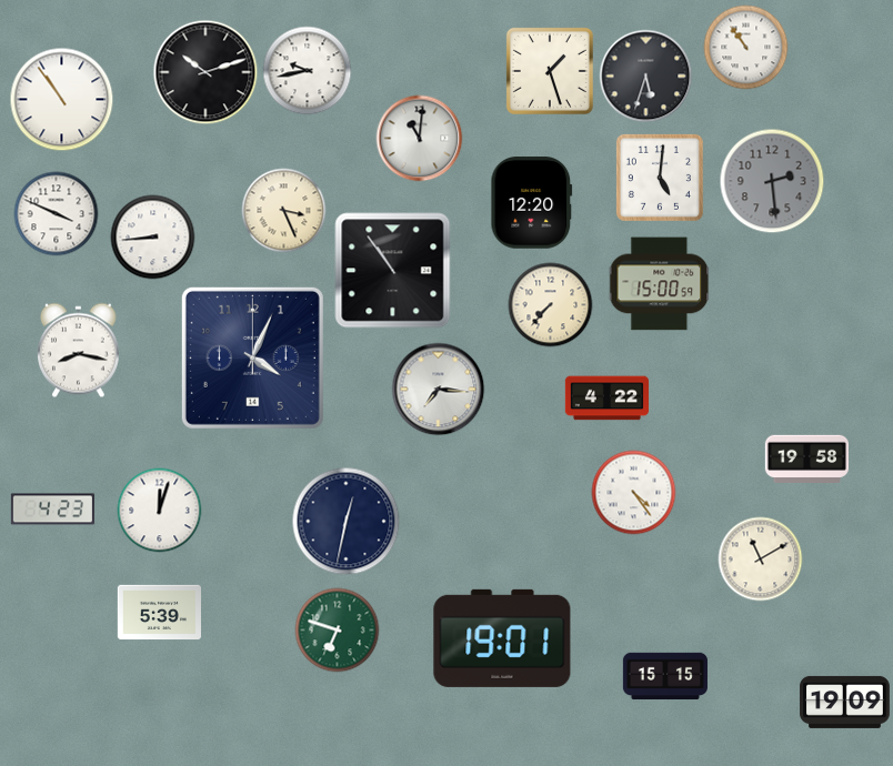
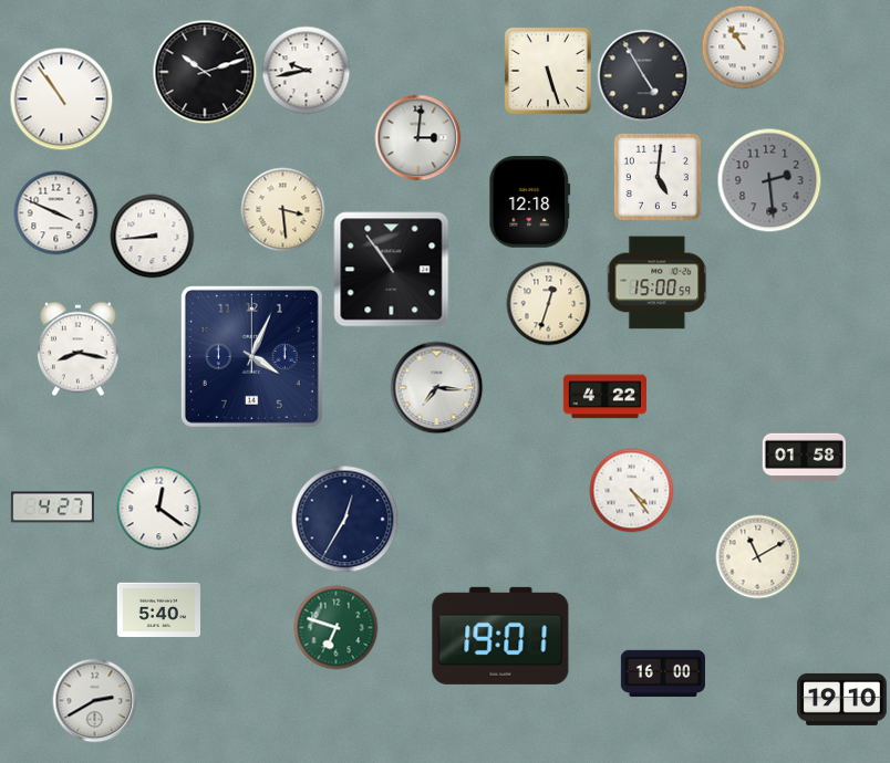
clock at (550, 71): 1:27 -> 5:27
clock at (646, 77): 5:33 -> 4:55
clock at (420, 139): 11:01 -> 3:01
clock at (532, 203): 12:20 -> 12:18
clock at (284, 211): 3:26 -> 3:29
clock at (551, 305): 7:37 -> 12:33
clock at (806, 460): 19:58 -> 01:58
clock at (52, 510): 4:23 -> 4:27
clock at (160, 511): 12:03 -> 12:21
clock at (347, 522): 12:32 -> 12:35
clock at (159, 613): 5:39 -> 5:40
clock at (665, 676): 15:15 -> 16:00
clock at (845, 702): 19:09 -> 19:10
clock at (95, 701): none -> 2:40
